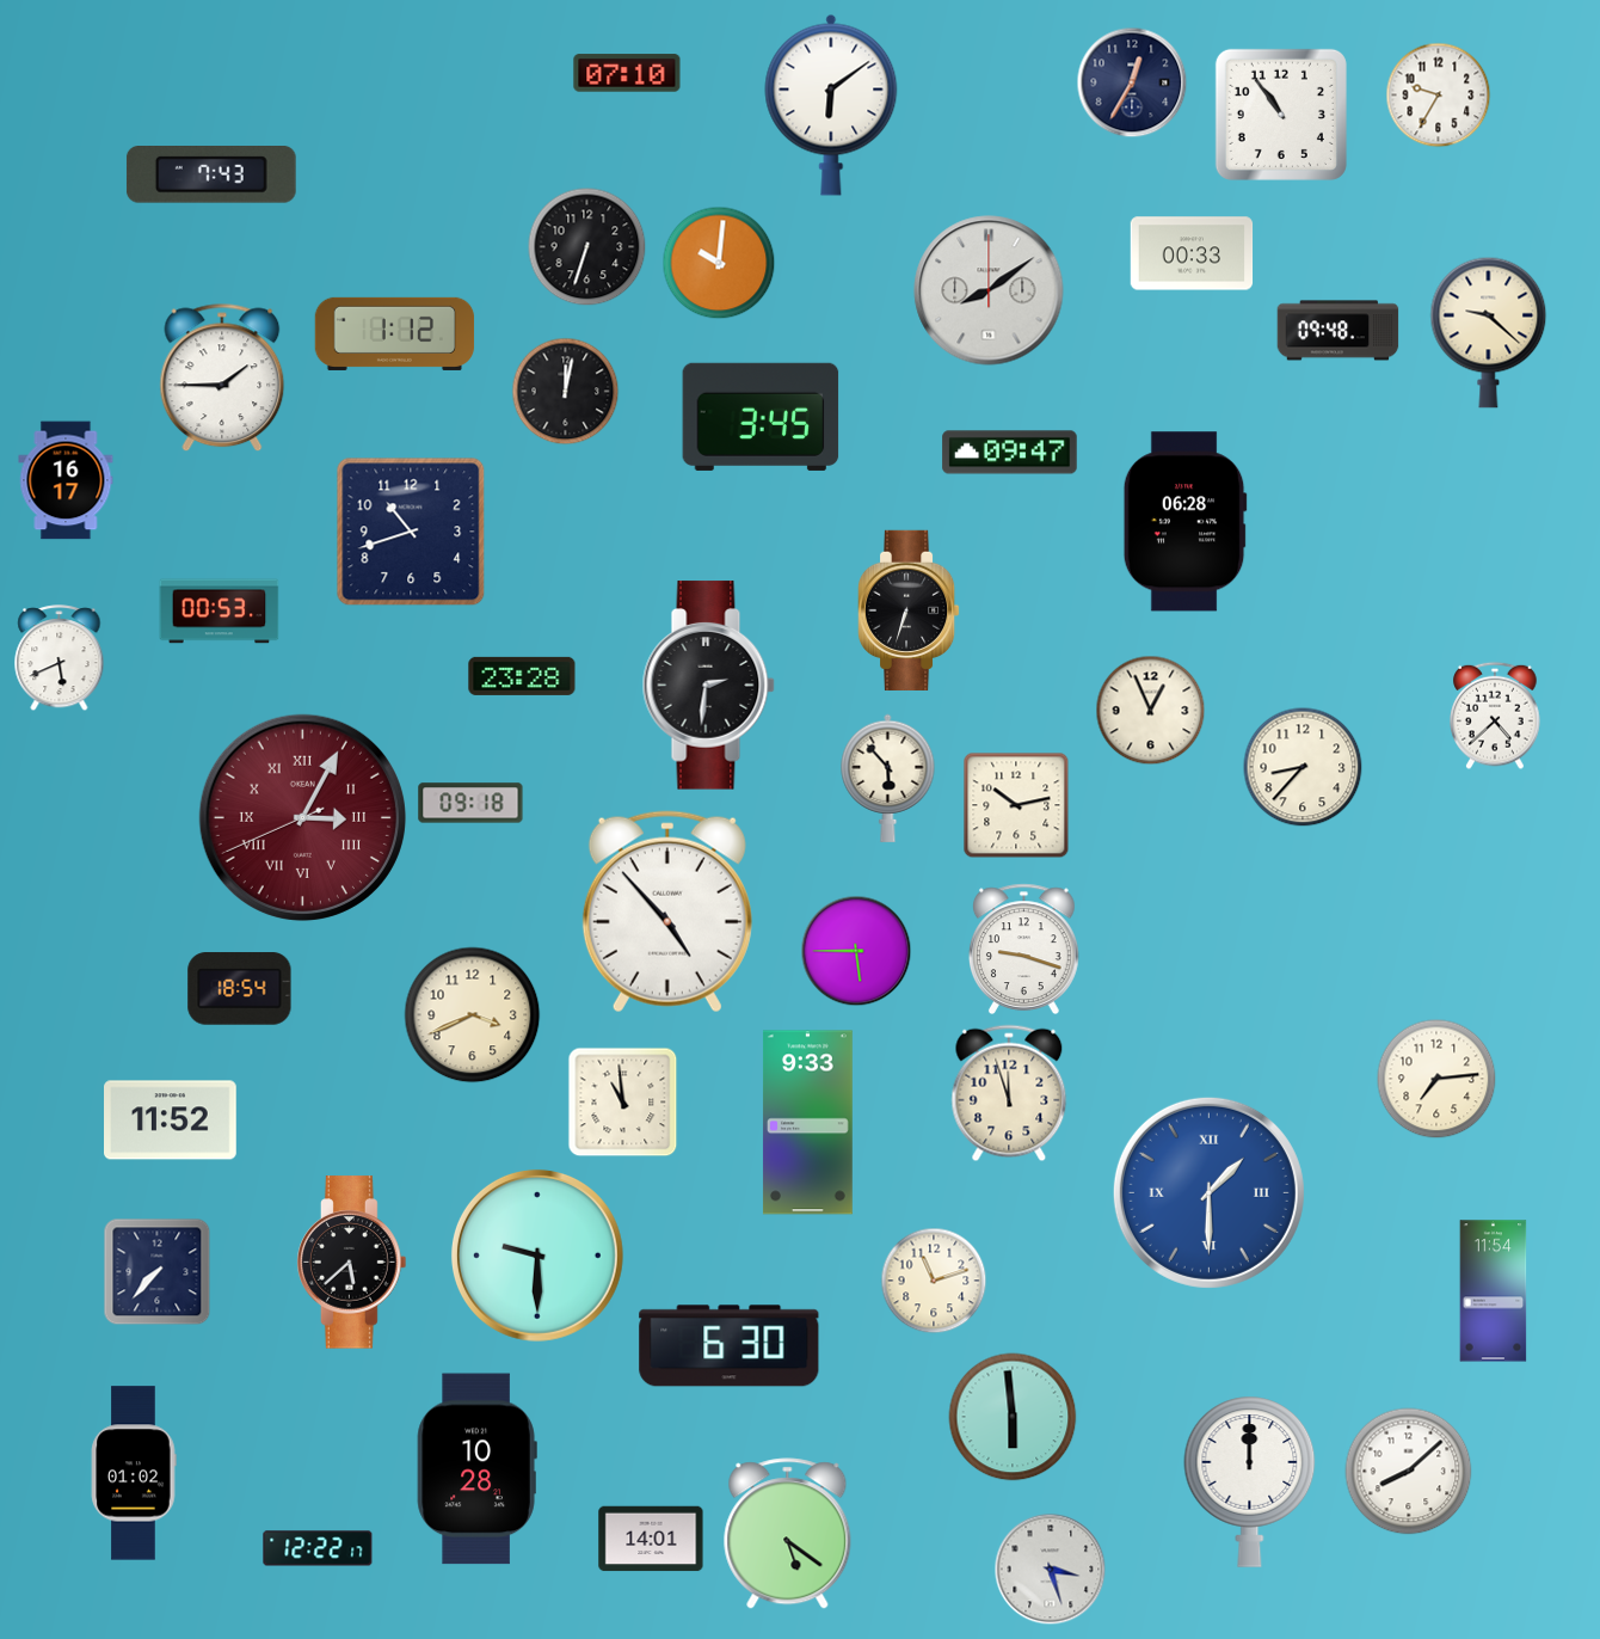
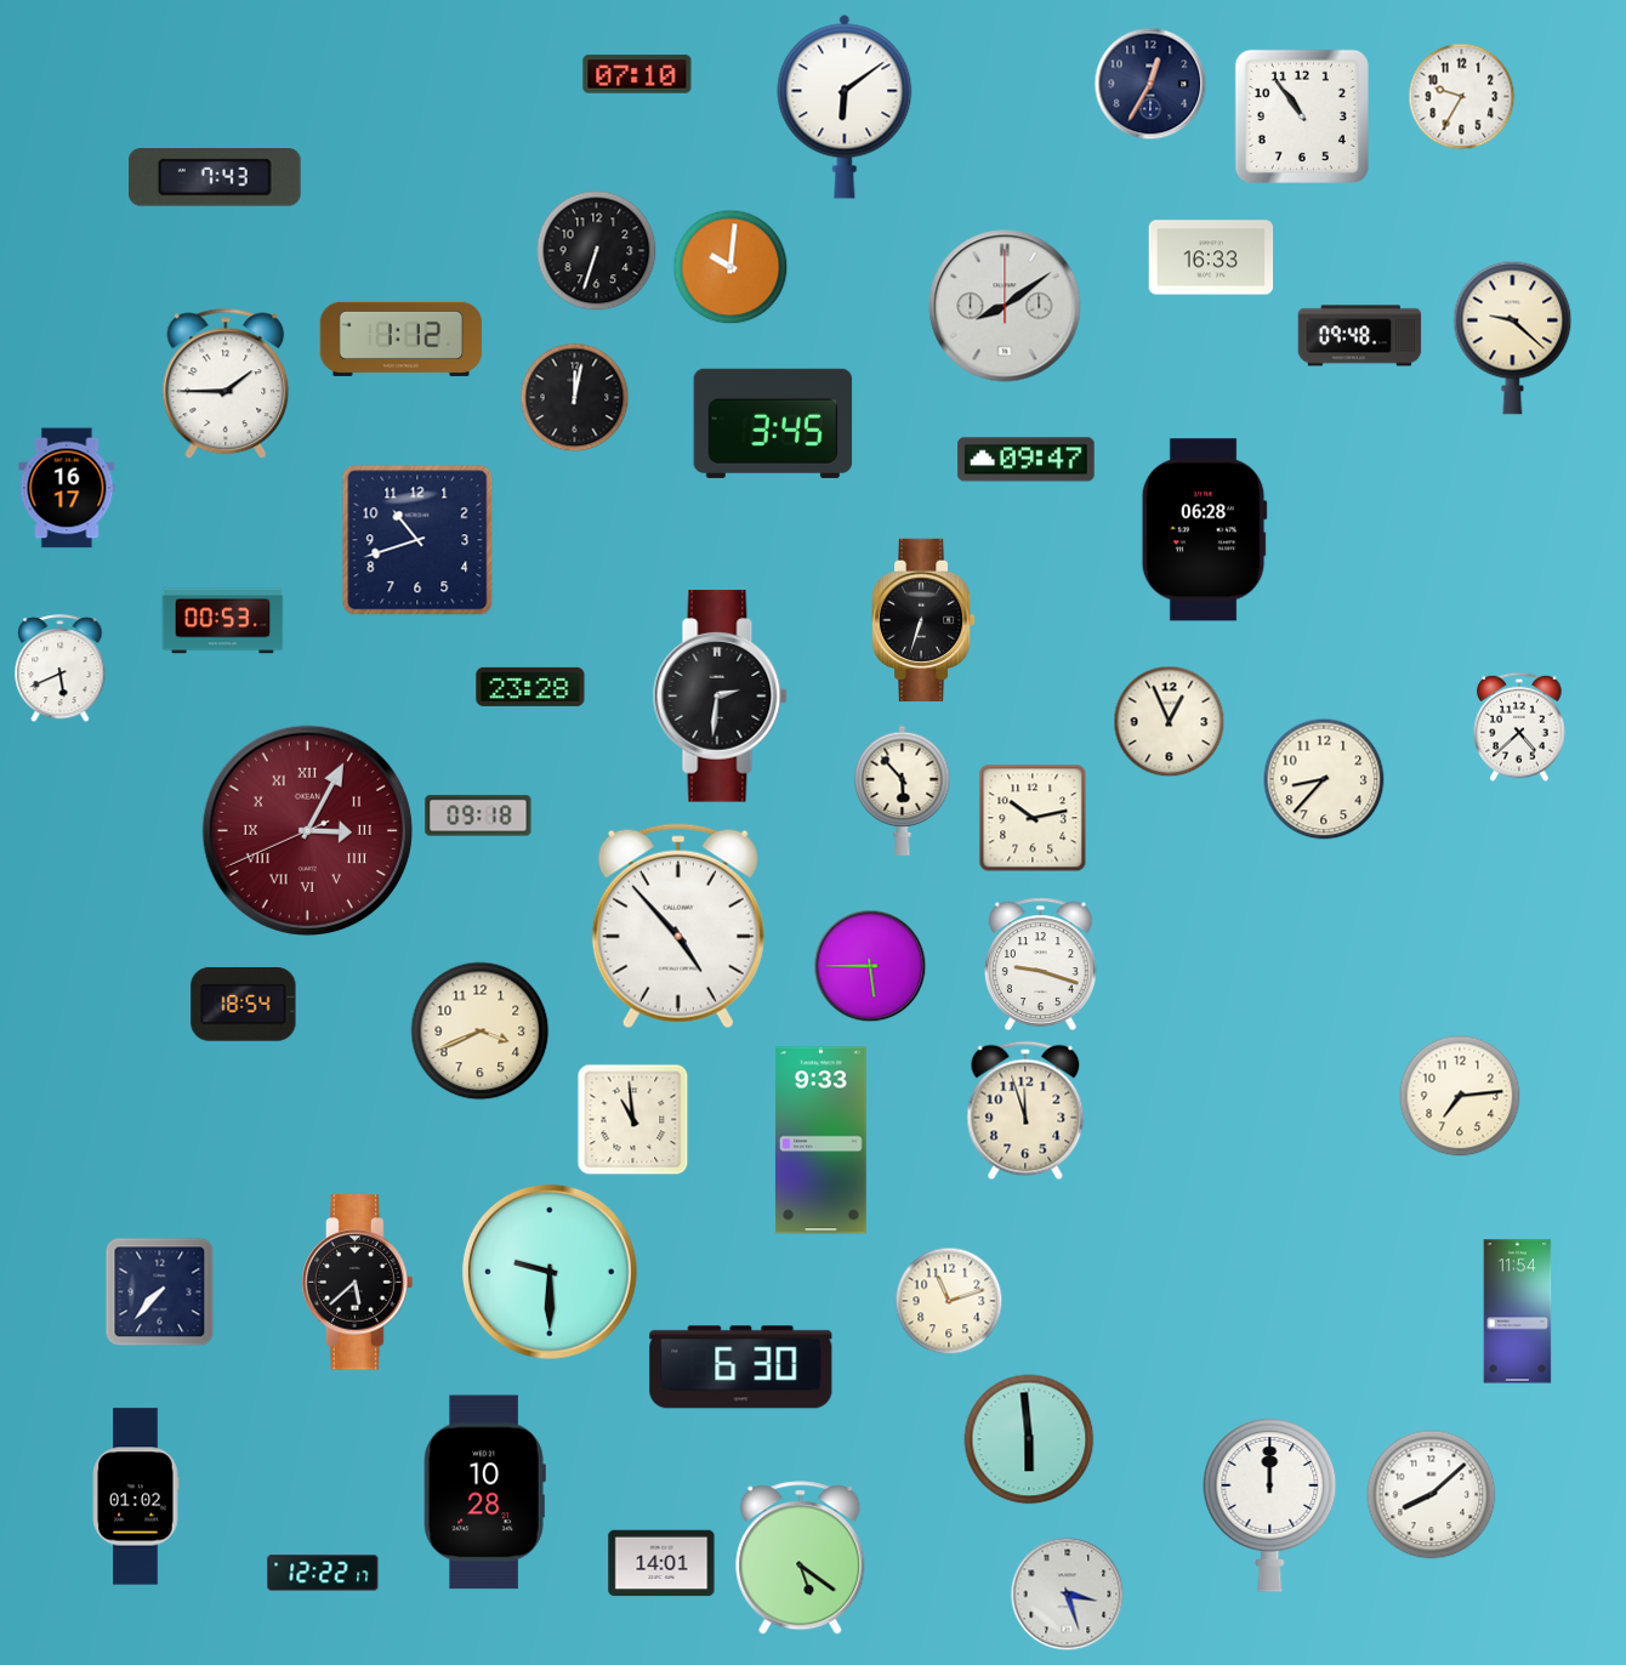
clock at (1192, 253): 00:33 -> 16:33
clock at (989, 290) position: (989, 290) -> (1005, 306)
clock at (171, 1121): 11:52 -> none
clock at (1208, 1192): 1:30 -> none
clock at (537, 1256) position: (537, 1256) -> (550, 1272)
